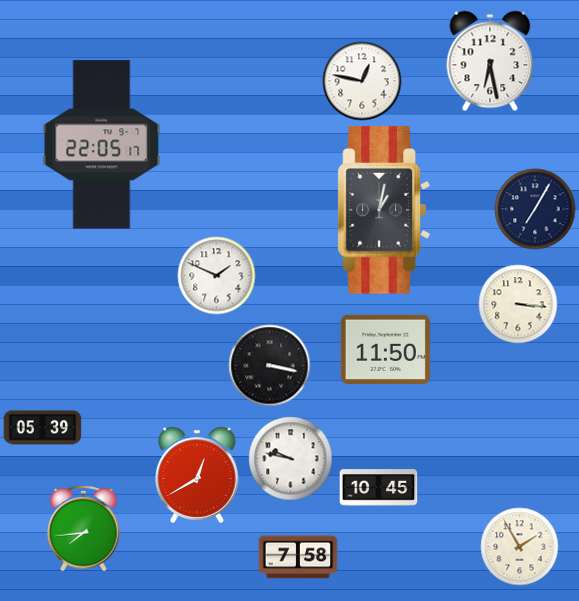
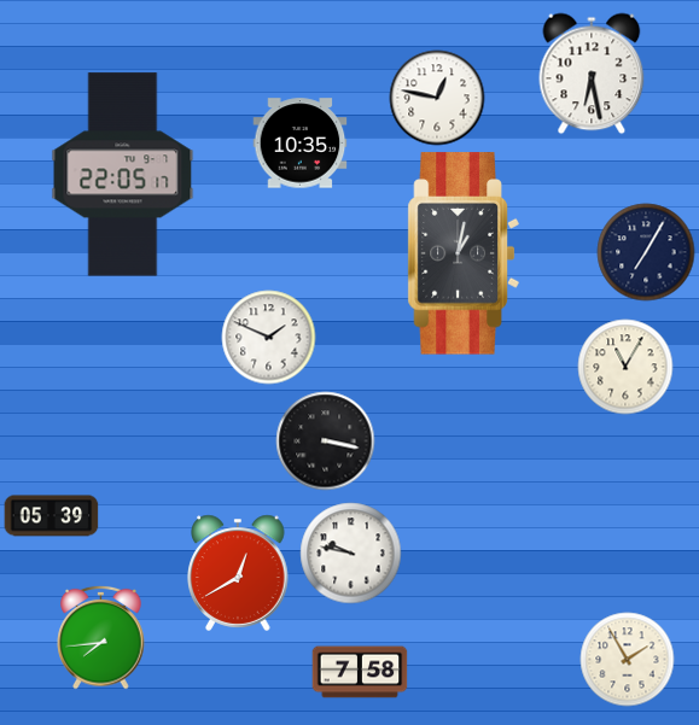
clock at (299, 144): none -> 10:35
clock at (216, 275) position: (216, 275) -> (268, 337)
clock at (518, 304): 3:16 -> 11:05
clock at (385, 349): 11:50 -> none
clock at (378, 488): 10:45 -> none
